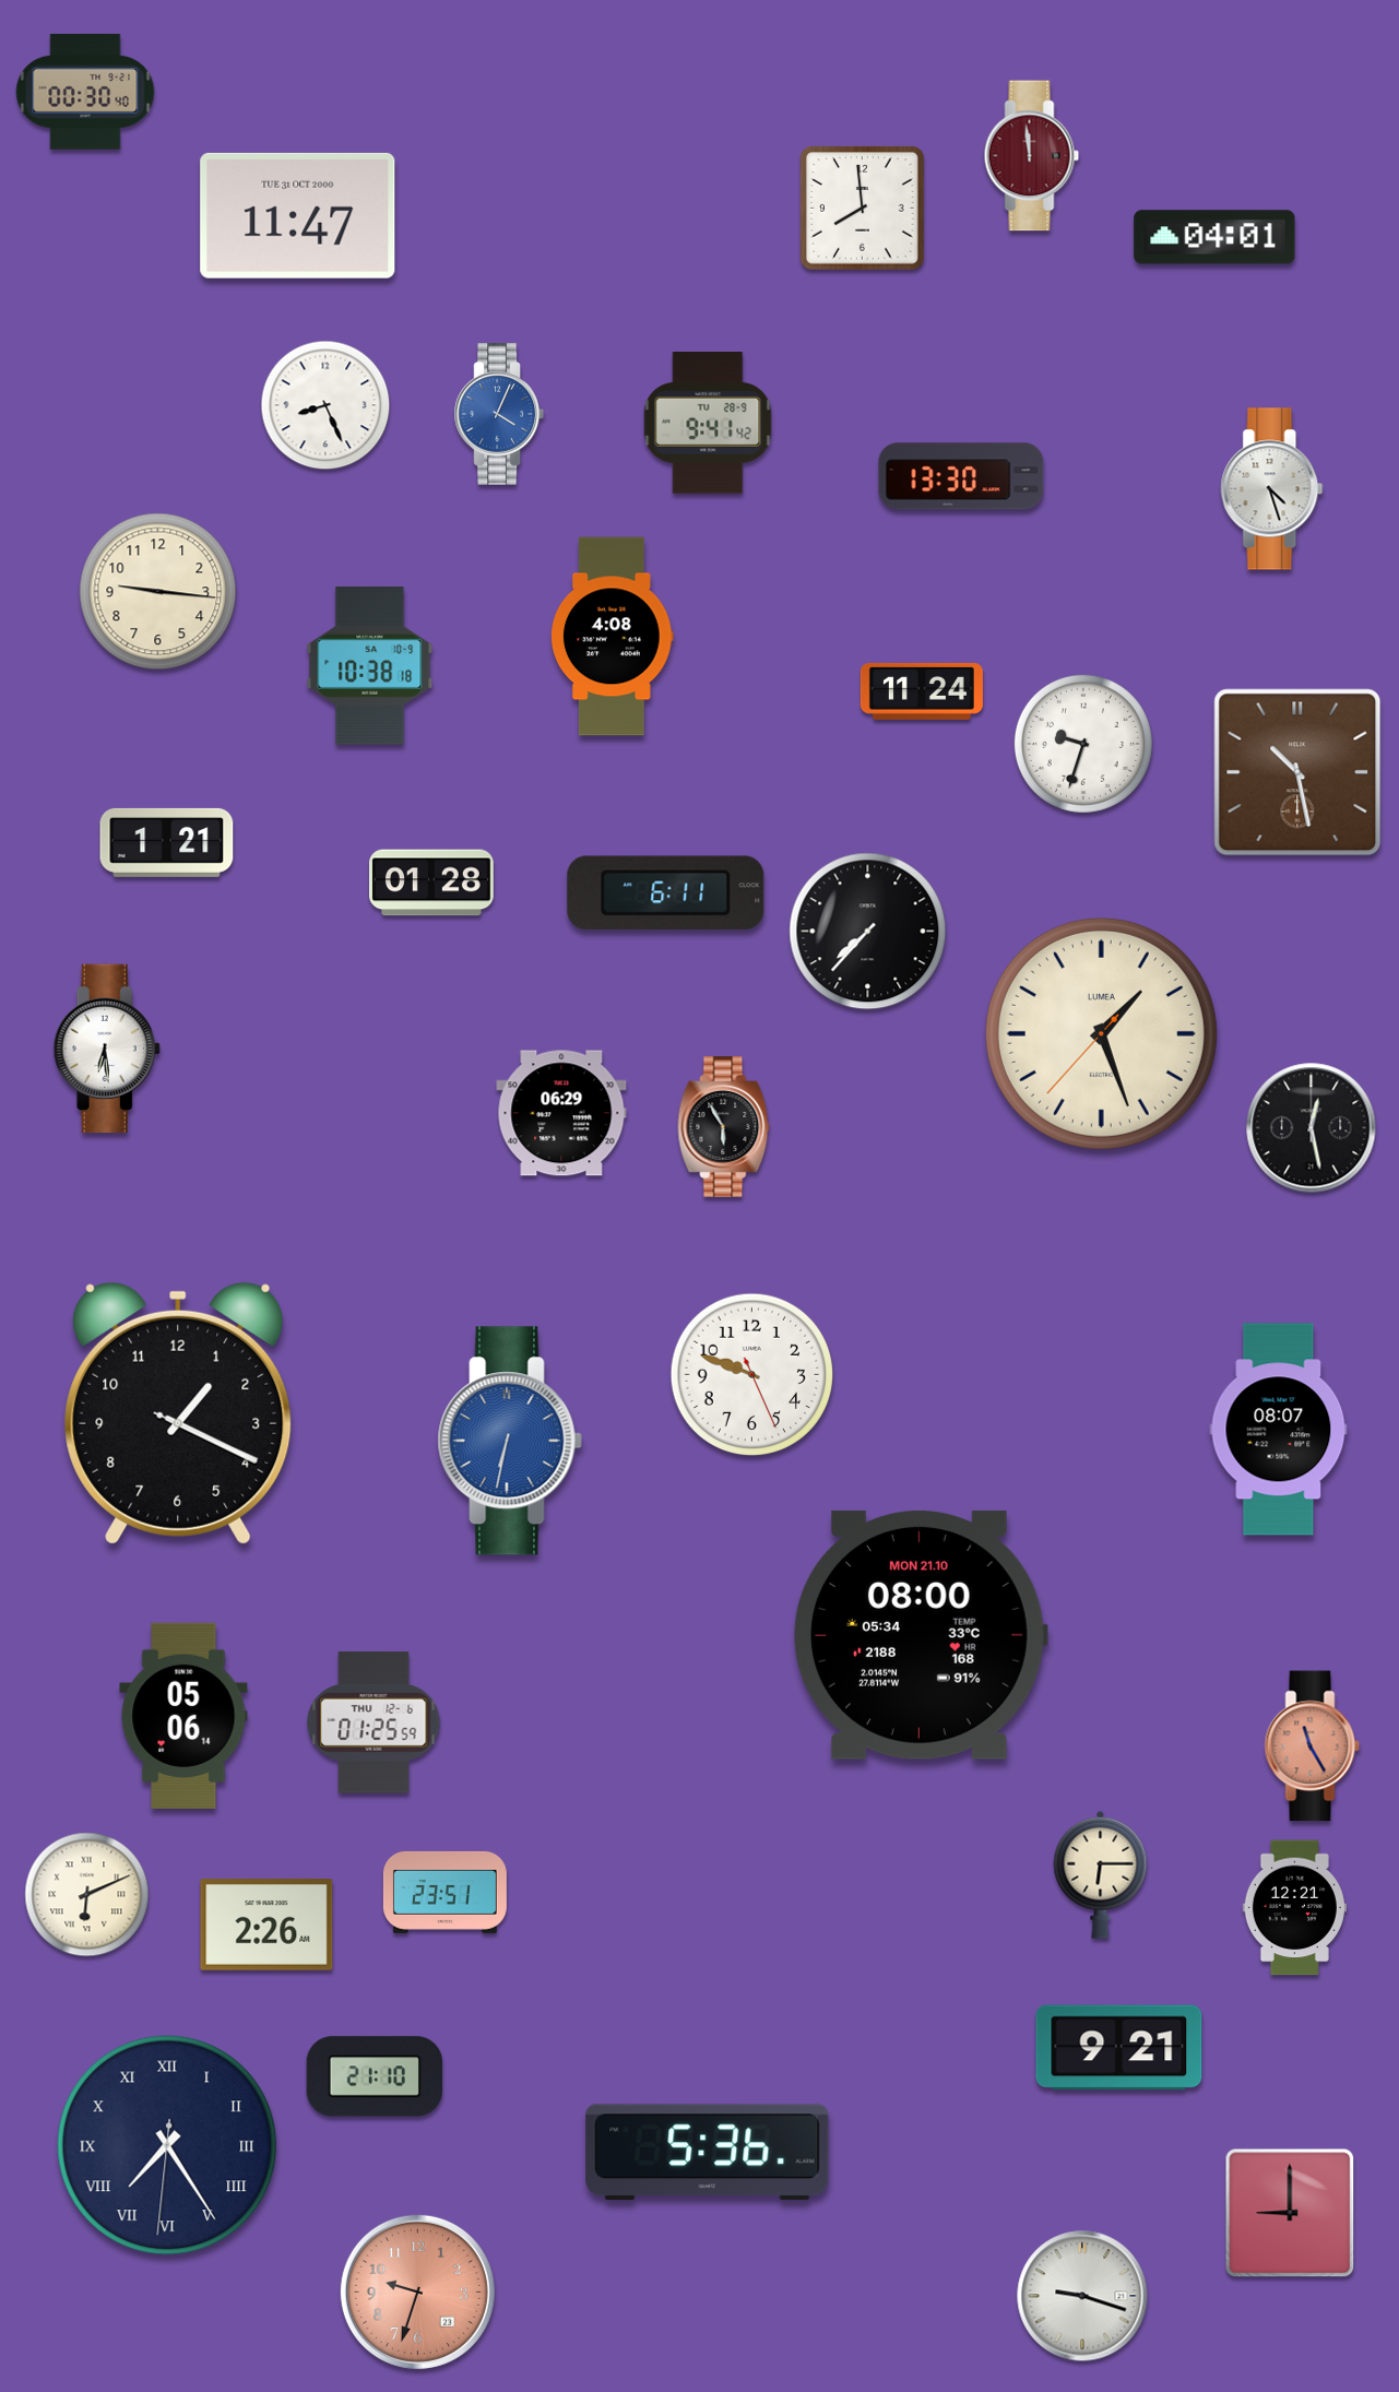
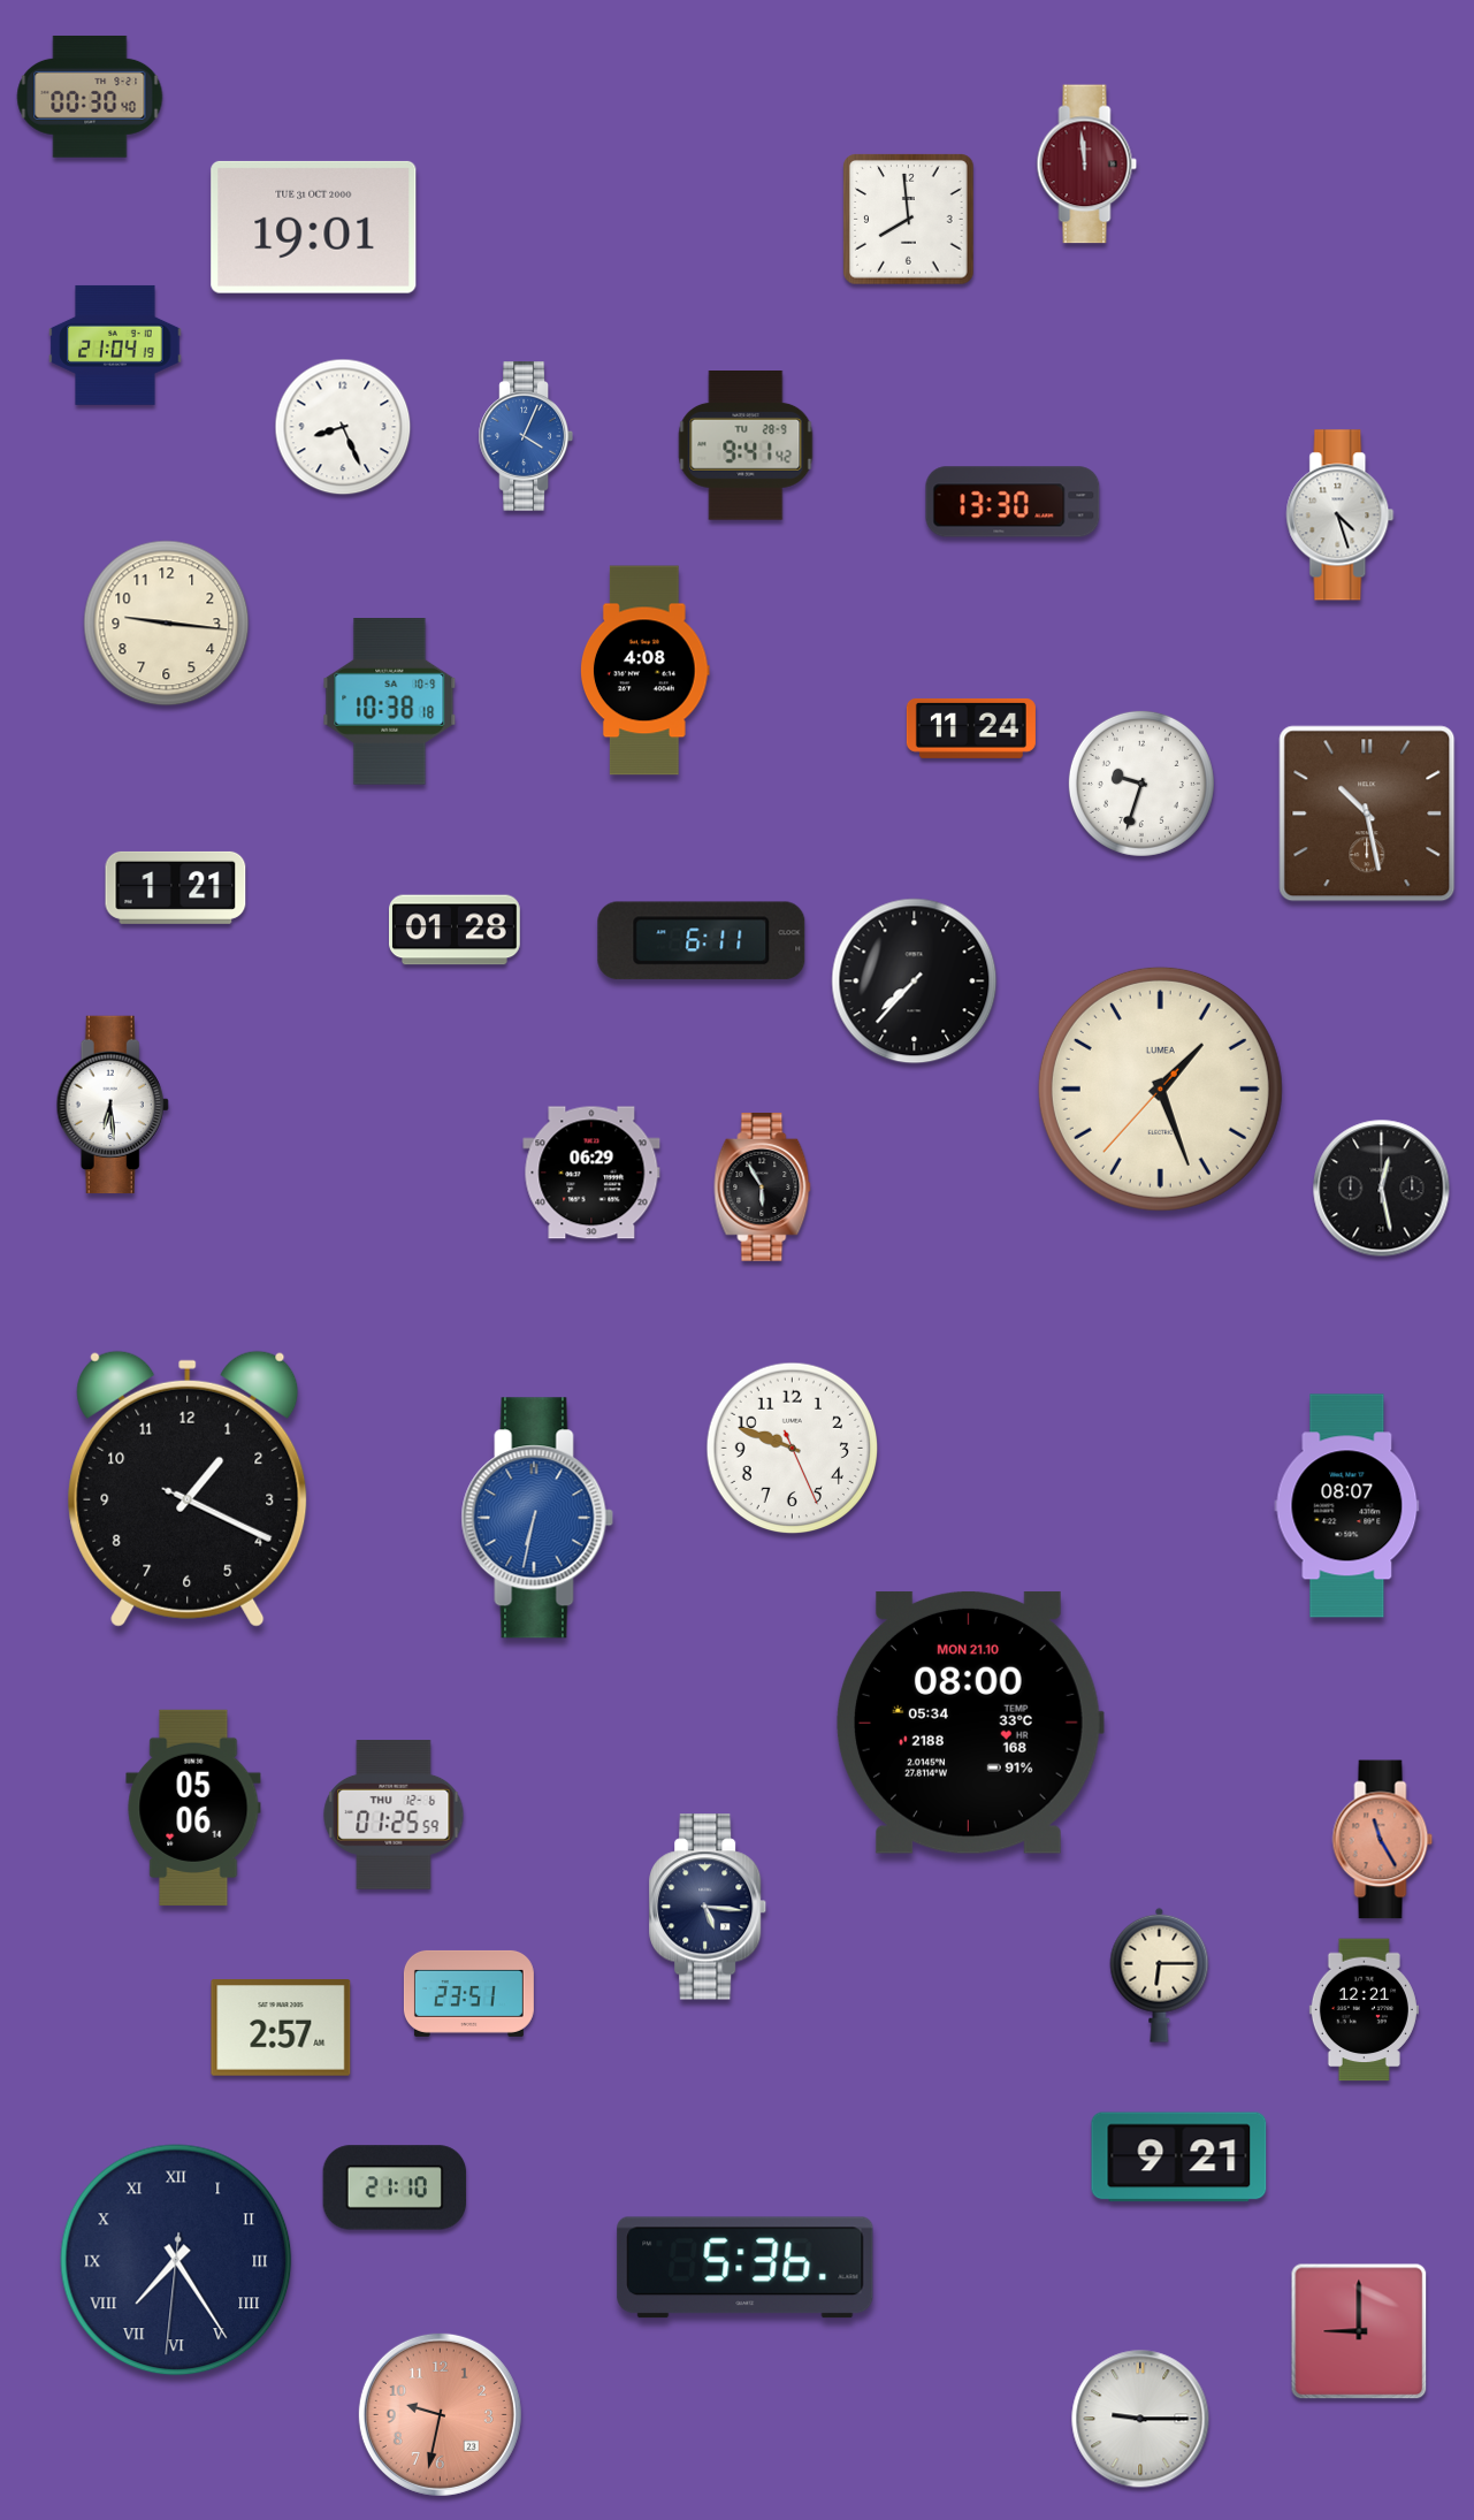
clock at (298, 215): 11:47 -> 19:01
clock at (1214, 237): 04:01 -> none
clock at (115, 345): none -> 21:04
clock at (709, 1907): none -> 5:16
clock at (87, 1895): 6:11 -> none
clock at (266, 1926): 2:26 -> 2:57
clock at (417, 2292): 9:33 -> 9:32
clock at (1082, 2296): 9:18 -> 9:15
